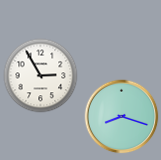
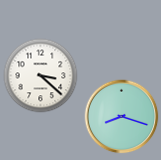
clock at (41, 76): 2:55 -> 3:22
